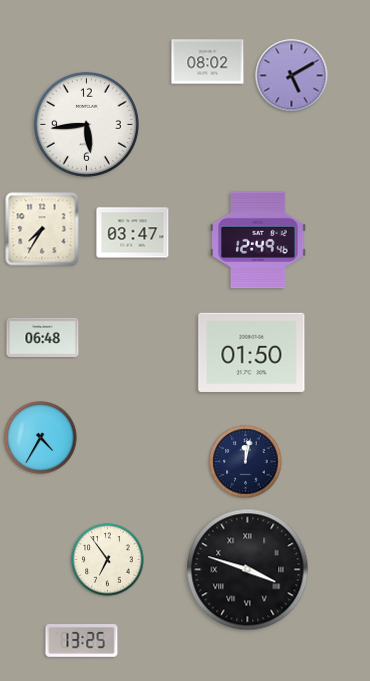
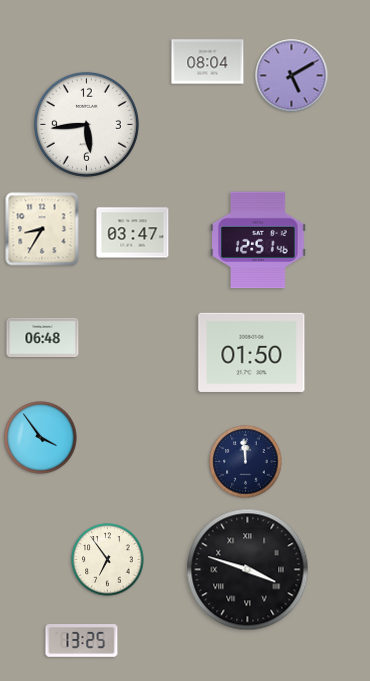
clock at (208, 62): 08:02 -> 08:04
clock at (42, 229): 7:35 -> 8:35
clock at (258, 240): 12:49 -> 12:51
clock at (41, 438): 4:35 -> 3:54
clock at (246, 462): 12:02 -> 11:59
